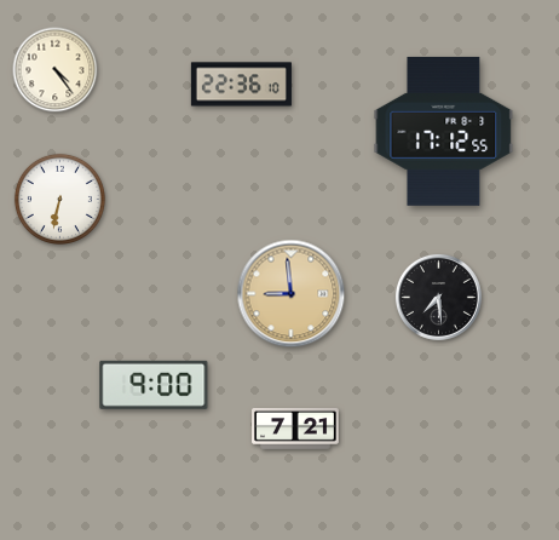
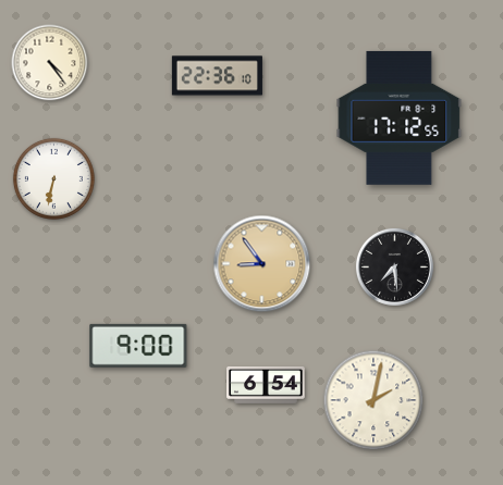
clock at (292, 294): 8:59 -> 8:54
clock at (295, 429): 7:21 -> 6:54
clock at (373, 400): none -> 2:02
